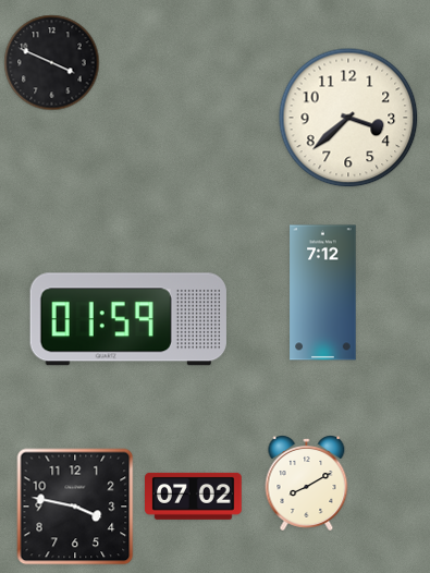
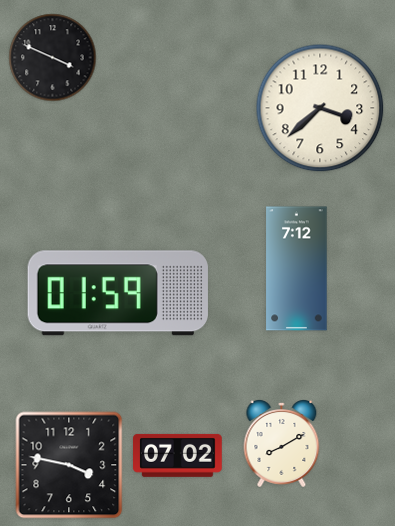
clock at (52, 63) position: (52, 63) -> (53, 58)
